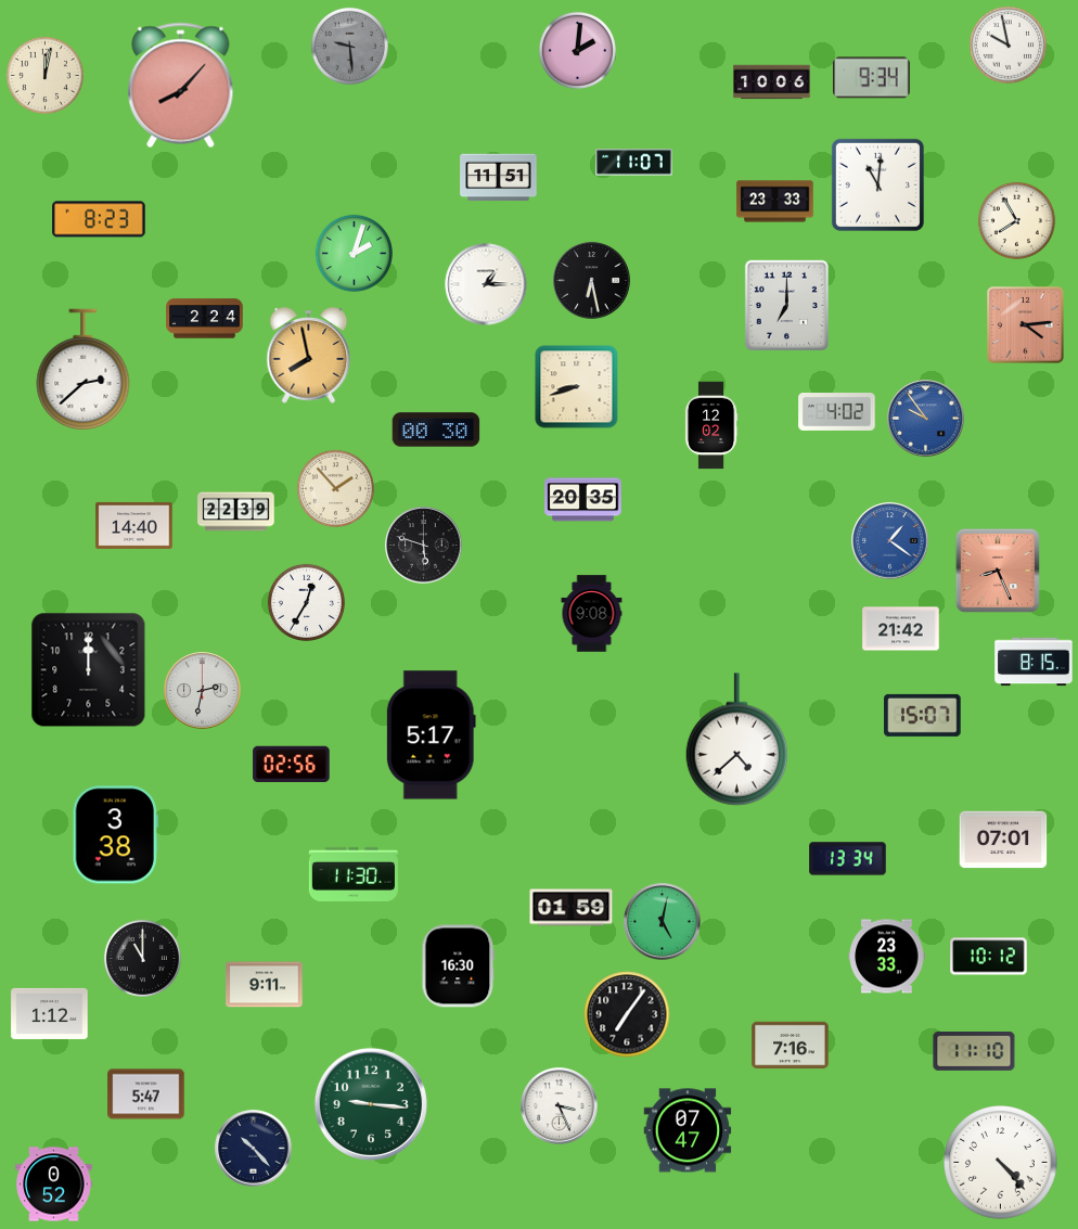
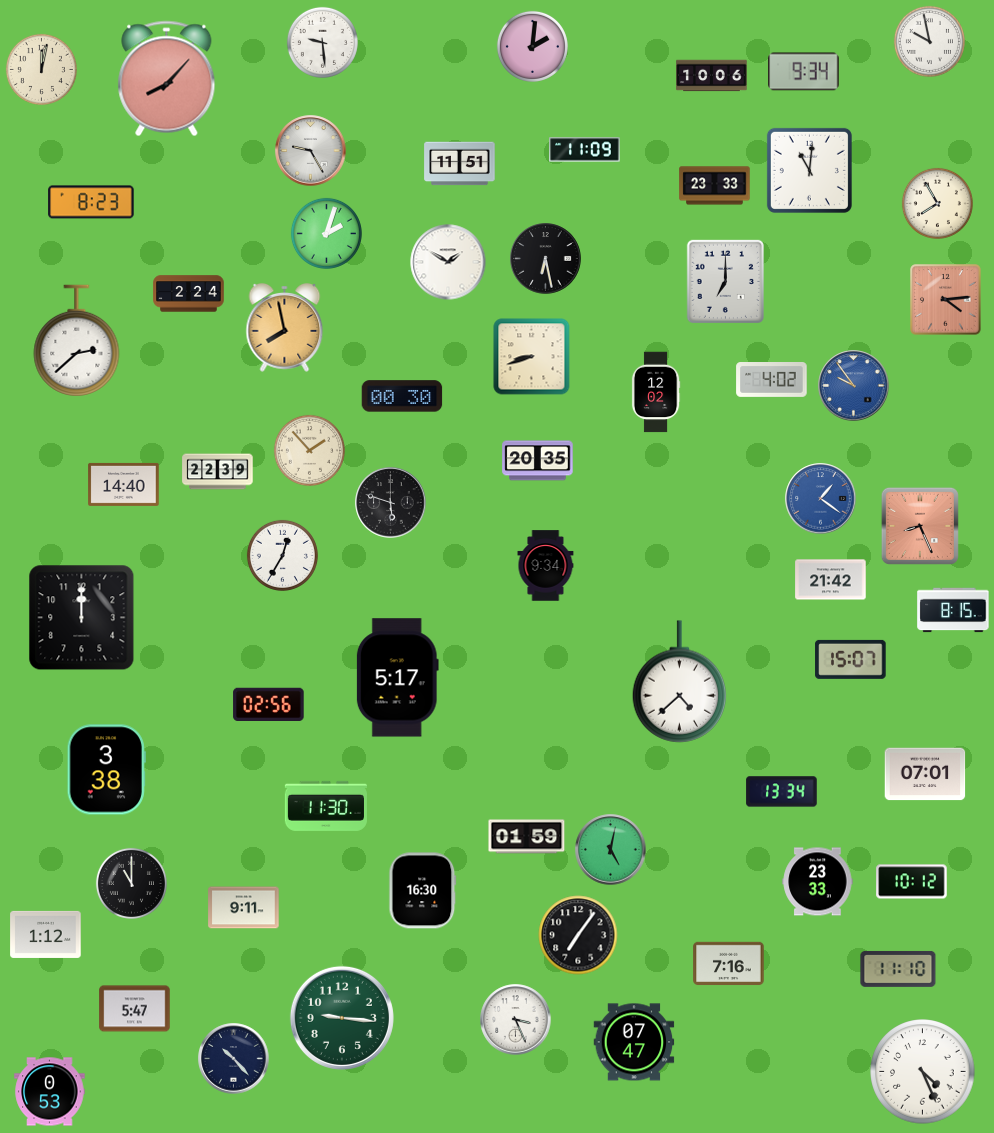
clock at (349, 46) dial: grey -> white
clock at (634, 163): 11:07 -> 11:09
clock at (311, 151): none -> 9:25
clock at (486, 284): 1:15 -> 1:50
clock at (592, 614): 9:08 -> 9:34
clock at (203, 691): 2:32 -> none
clock at (1001, 1163): 4:23 -> 4:26
clock at (54, 1185): 0:52 -> 0:53
